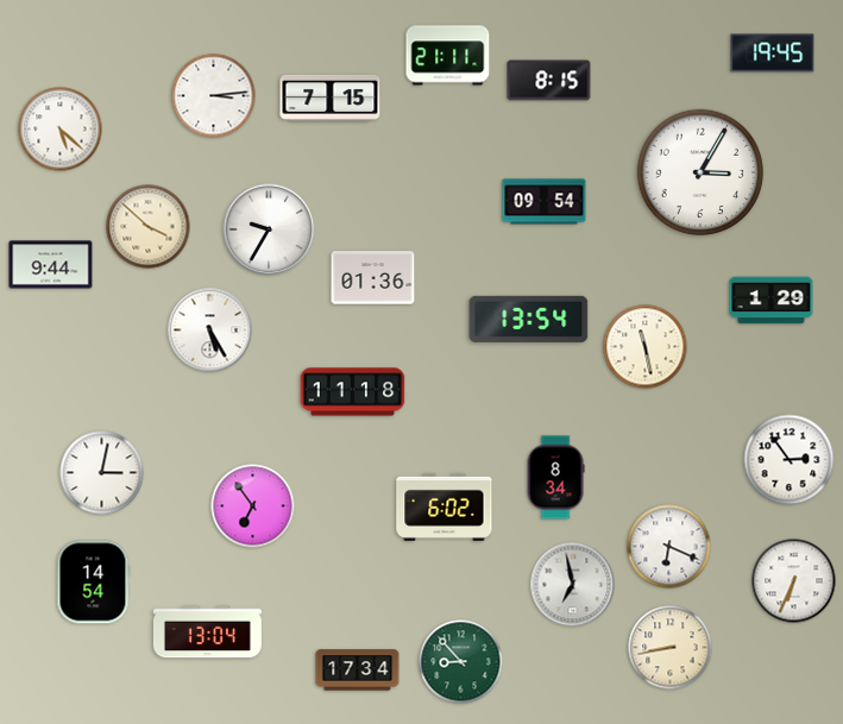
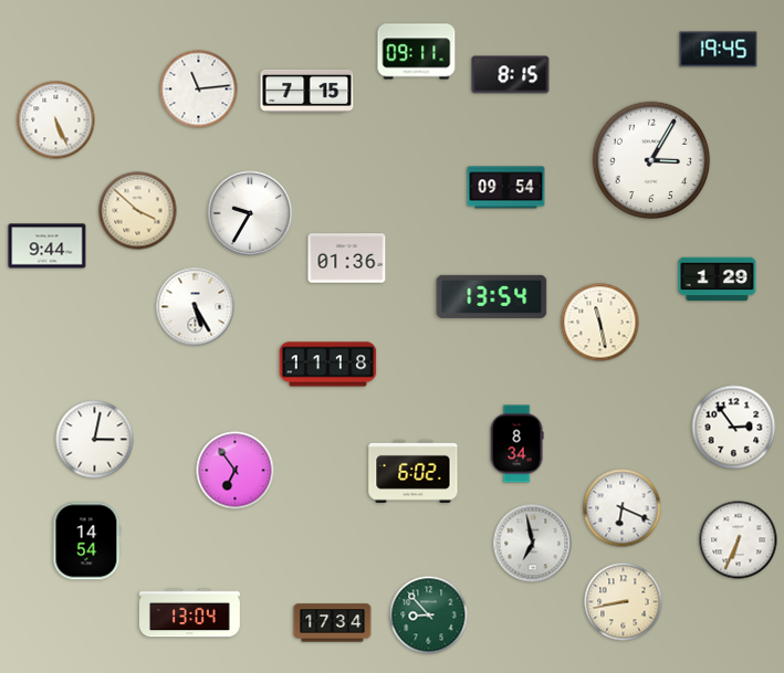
clock at (448, 56): 21:11 -> 09:11
clock at (214, 96): 3:14 -> 11:14
clock at (61, 130): 5:22 -> 5:26
clock at (207, 632) position: (207, 632) -> (189, 613)
